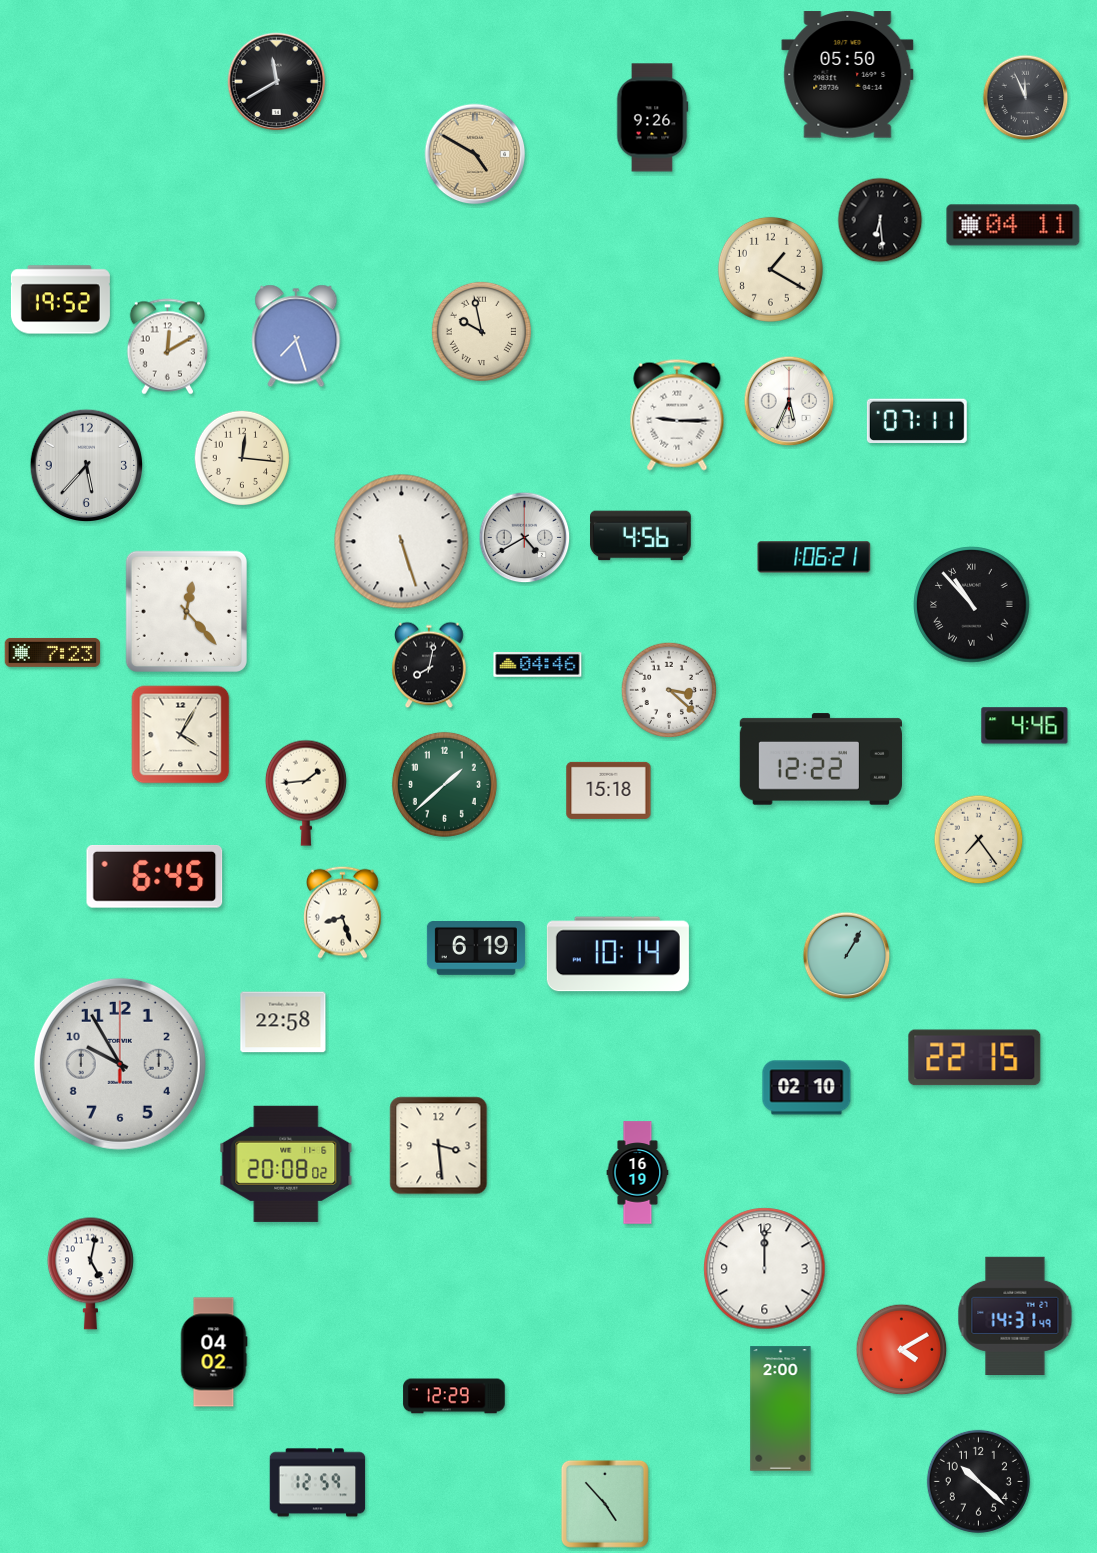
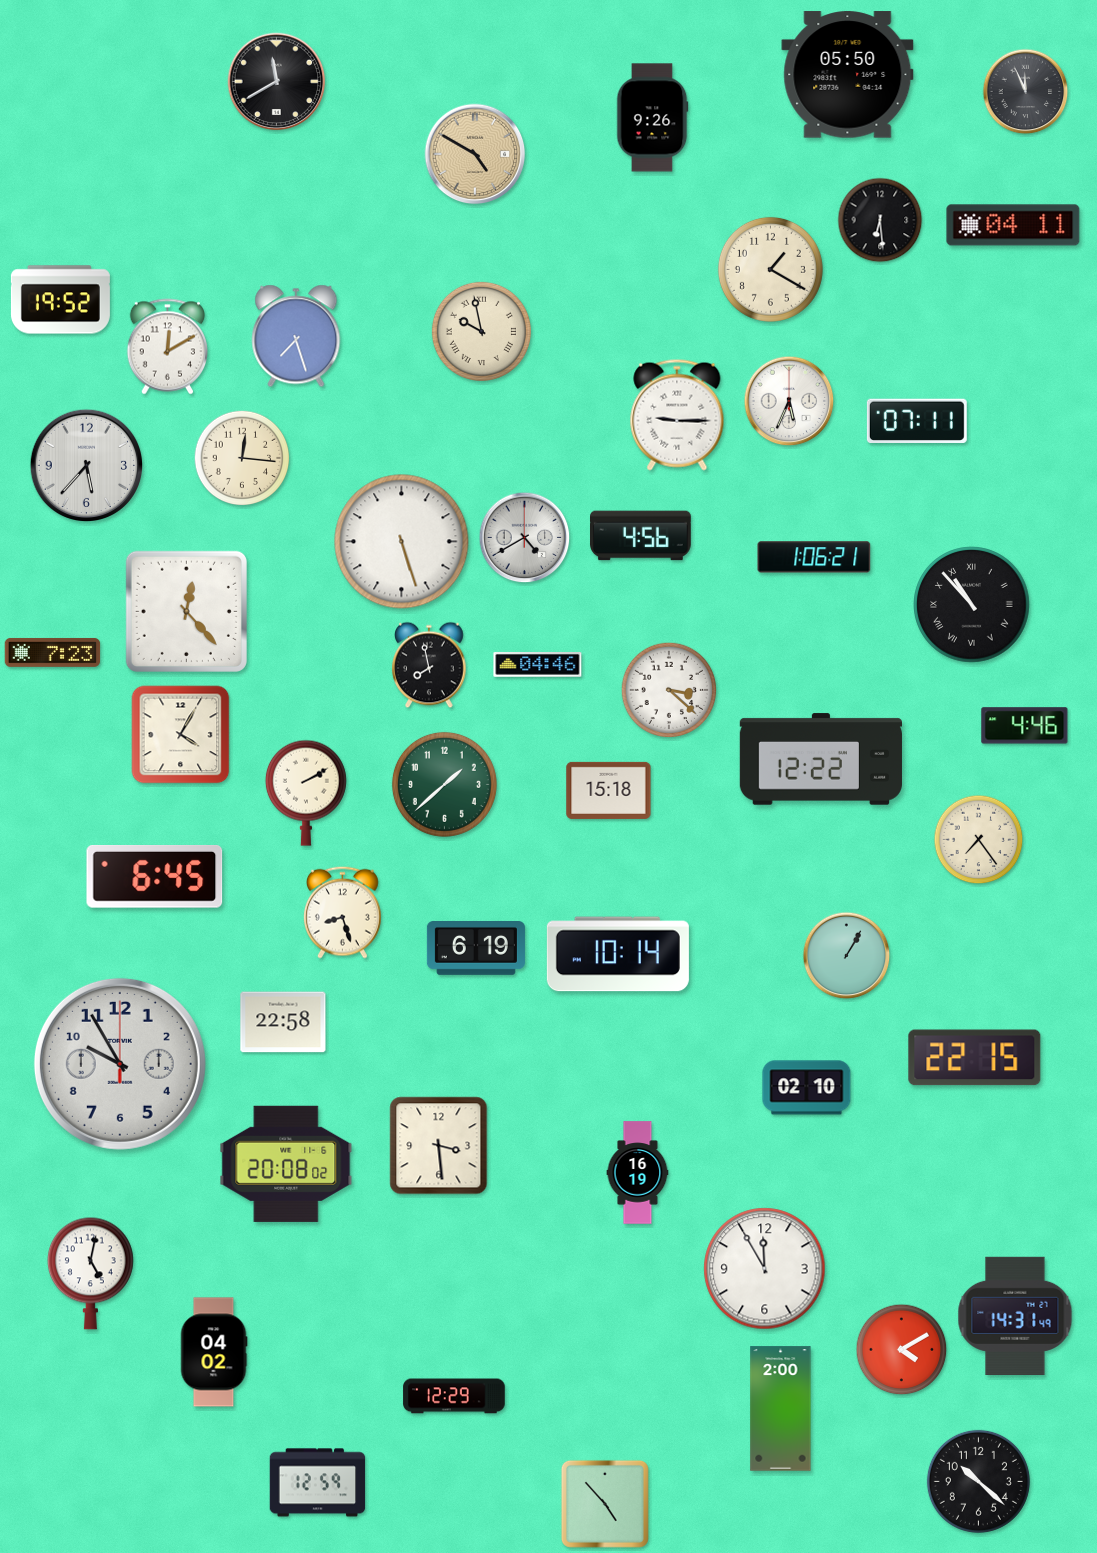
clock at (1026, 98) position: (1026, 98) -> (1026, 92)
clock at (429, 665): 8:02 -> 7:58
clock at (306, 793): 1:44 -> 2:10
clock at (765, 1269): 12:00 -> 11:55
